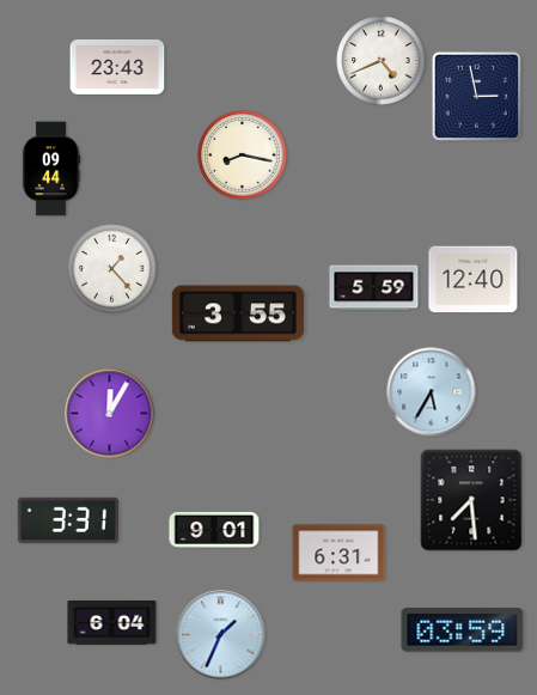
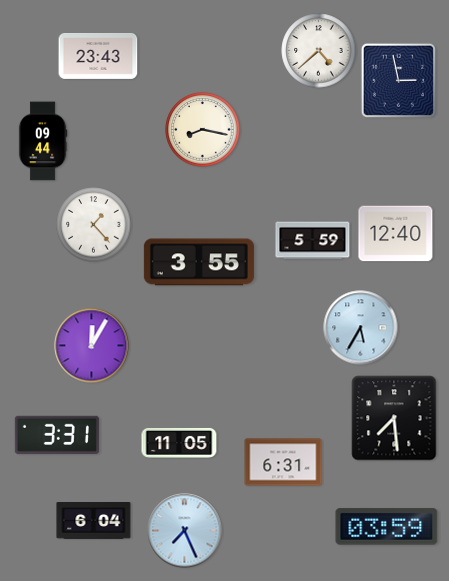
clock at (382, 61): 4:41 -> 4:38
clock at (214, 530): 9:01 -> 11:05
clock at (221, 635): 1:34 -> 7:26
